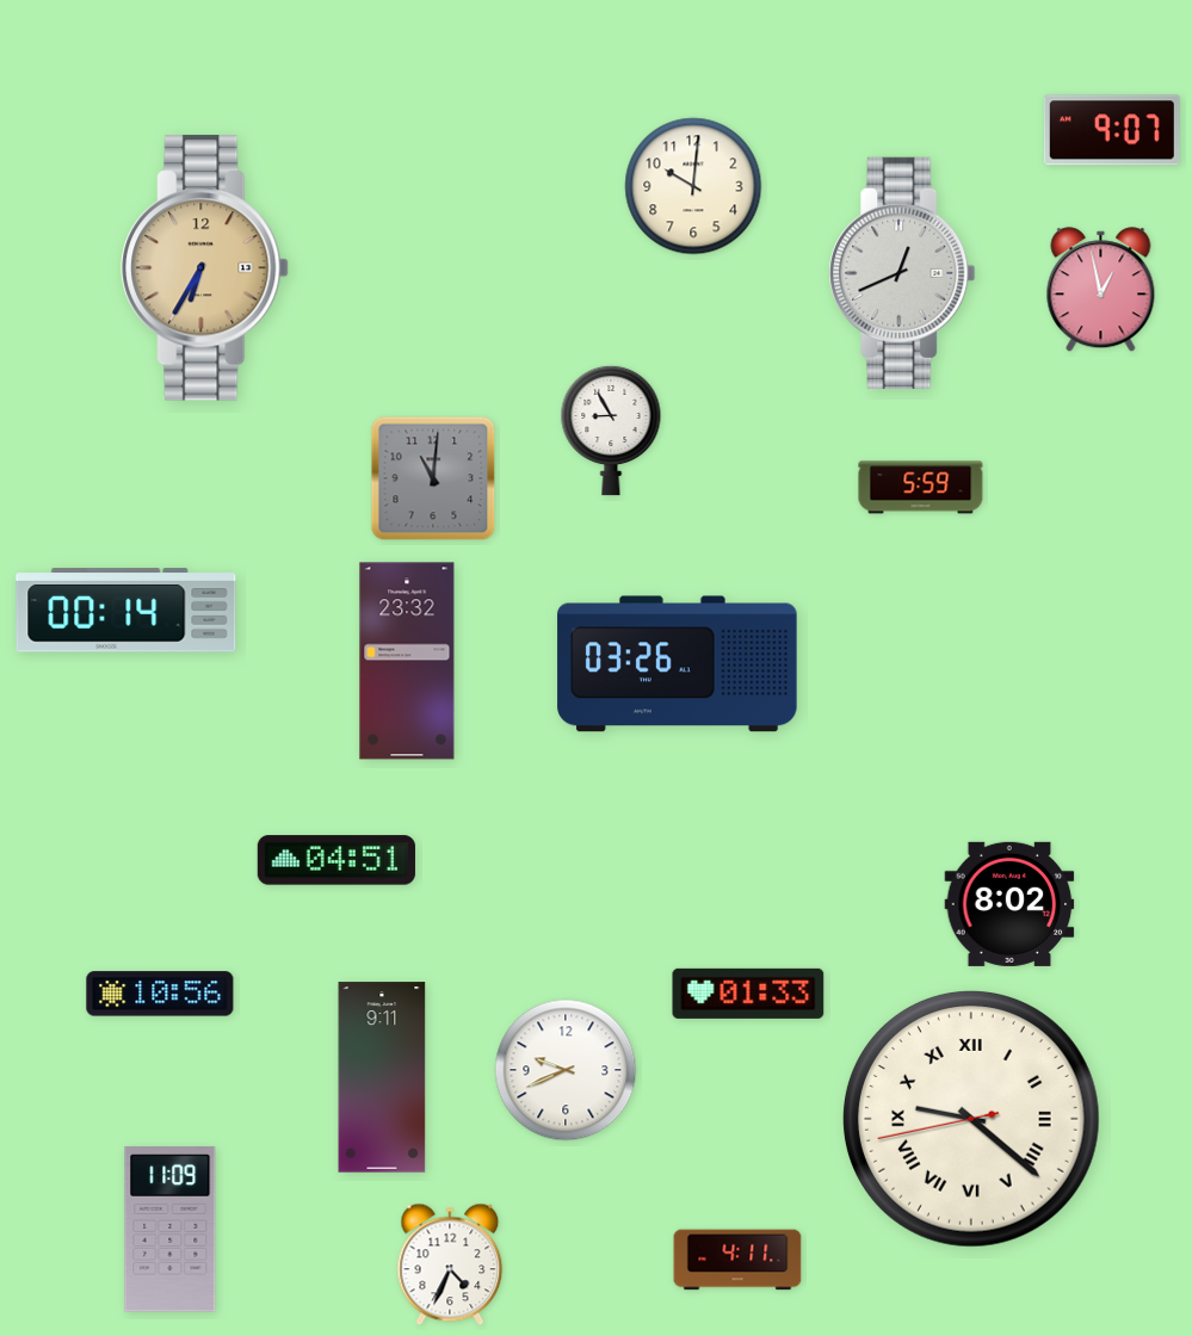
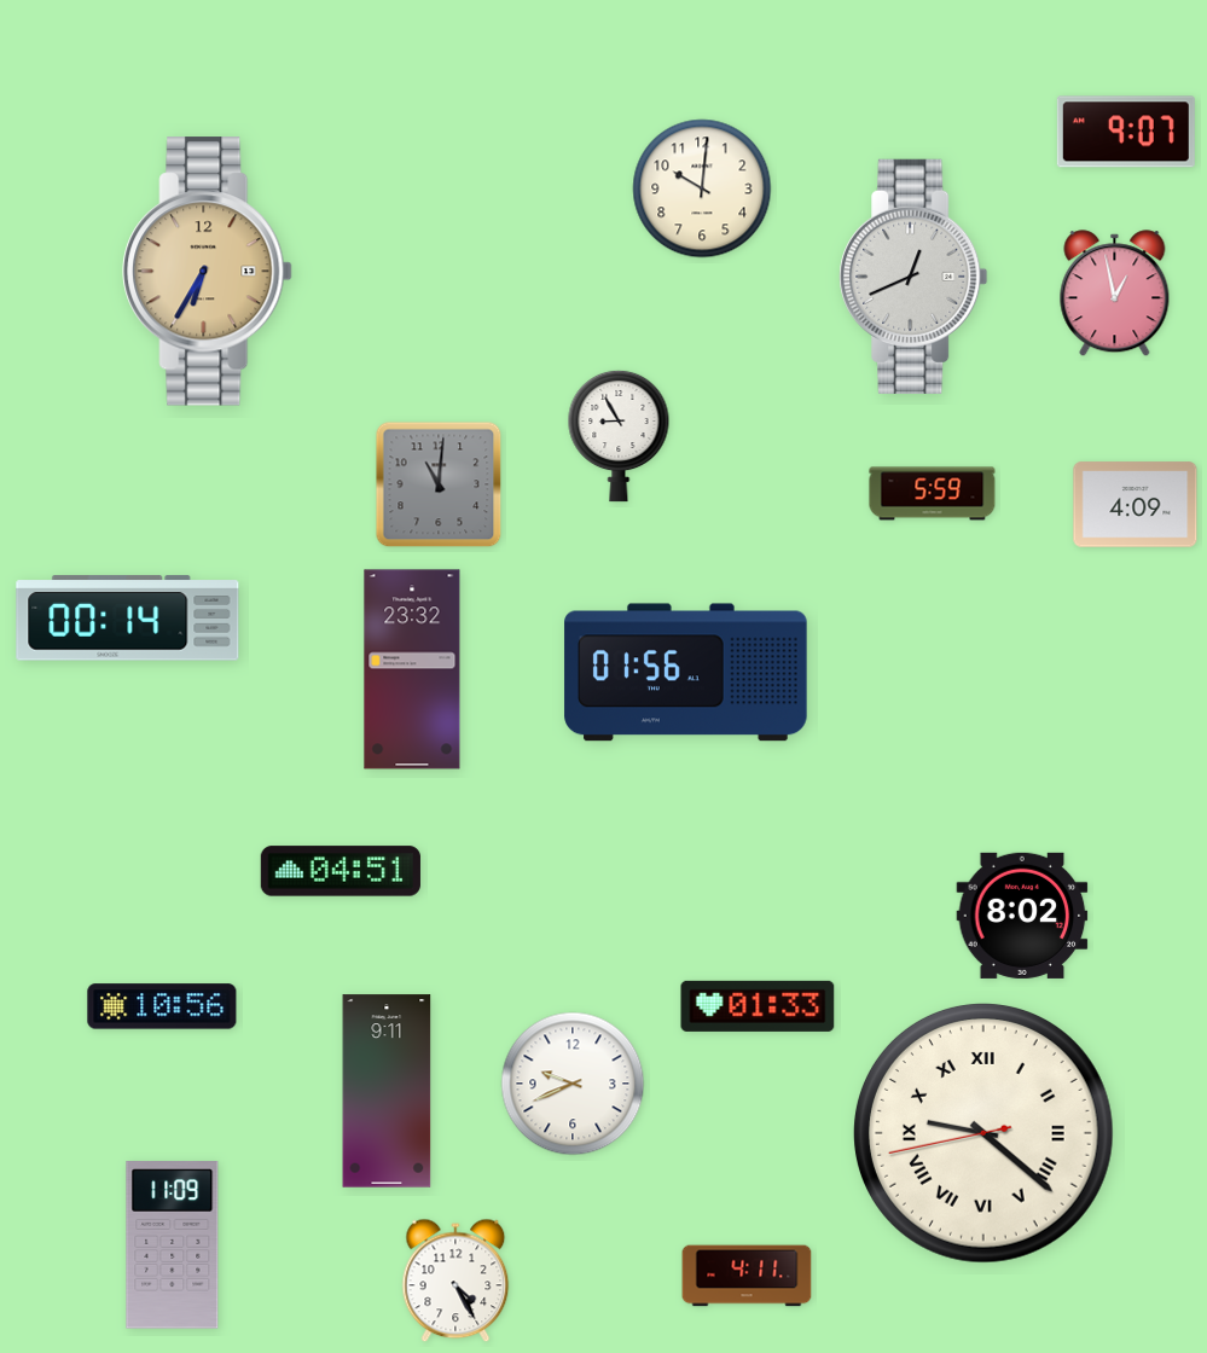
clock at (1136, 505): none -> 4:09
clock at (678, 664): 03:26 -> 01:56
clock at (450, 1264): 4:34 -> 4:25
